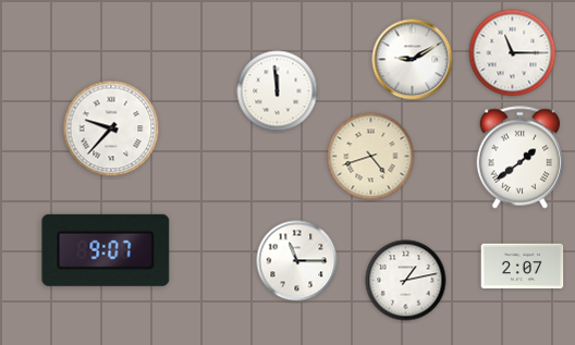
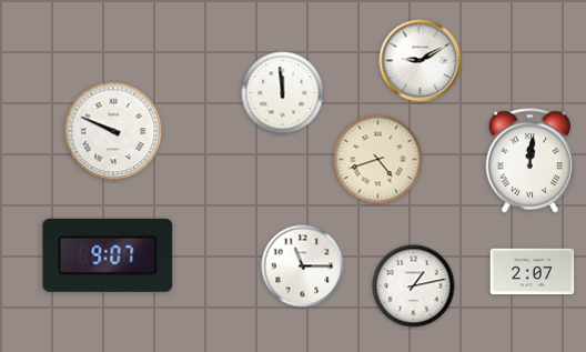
clock at (513, 53): 11:15 -> none
clock at (111, 128): 9:37 -> 9:49
clock at (521, 158): 1:39 -> 12:01
